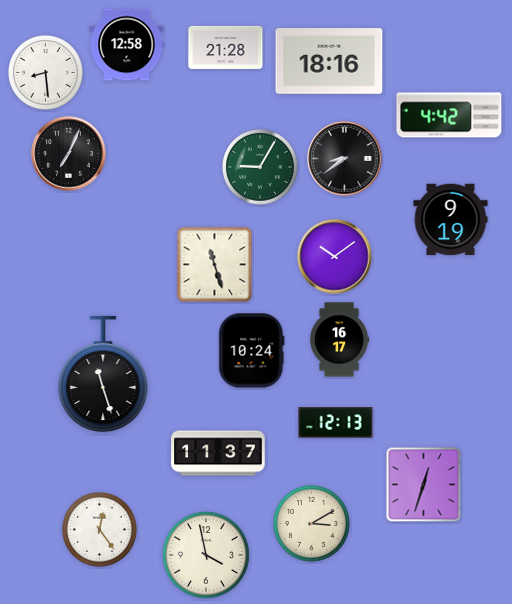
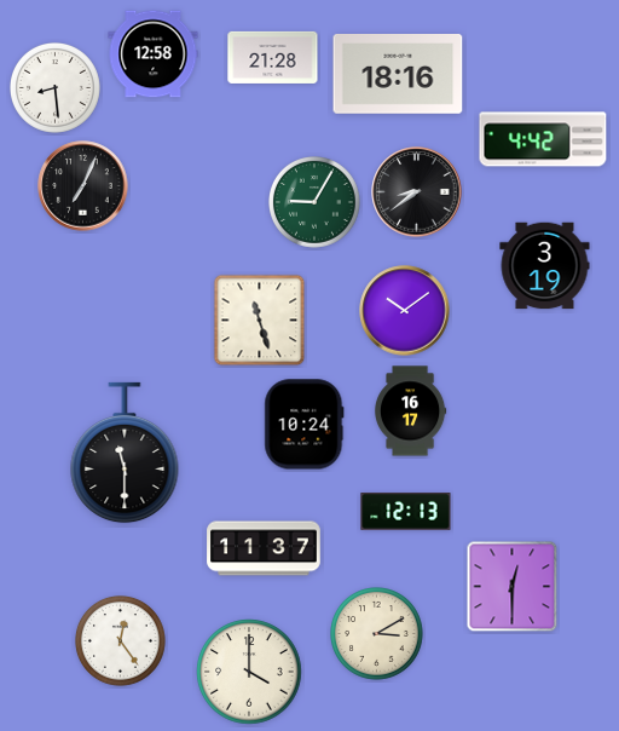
clock at (451, 220): 9:19 -> 3:19
clock at (103, 374): 11:27 -> 11:30
clock at (424, 485): 12:33 -> 12:30
clock at (206, 555): 3:58 -> 4:00
